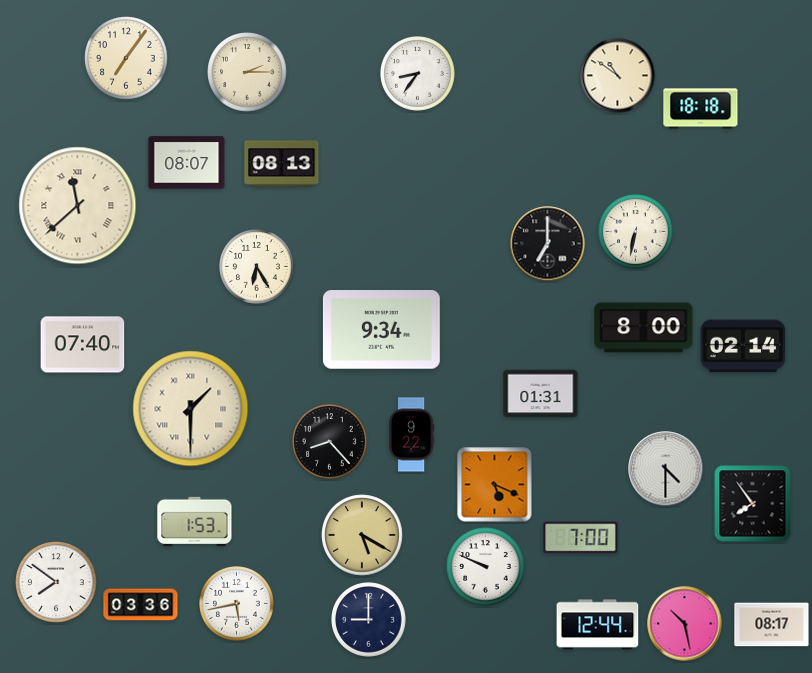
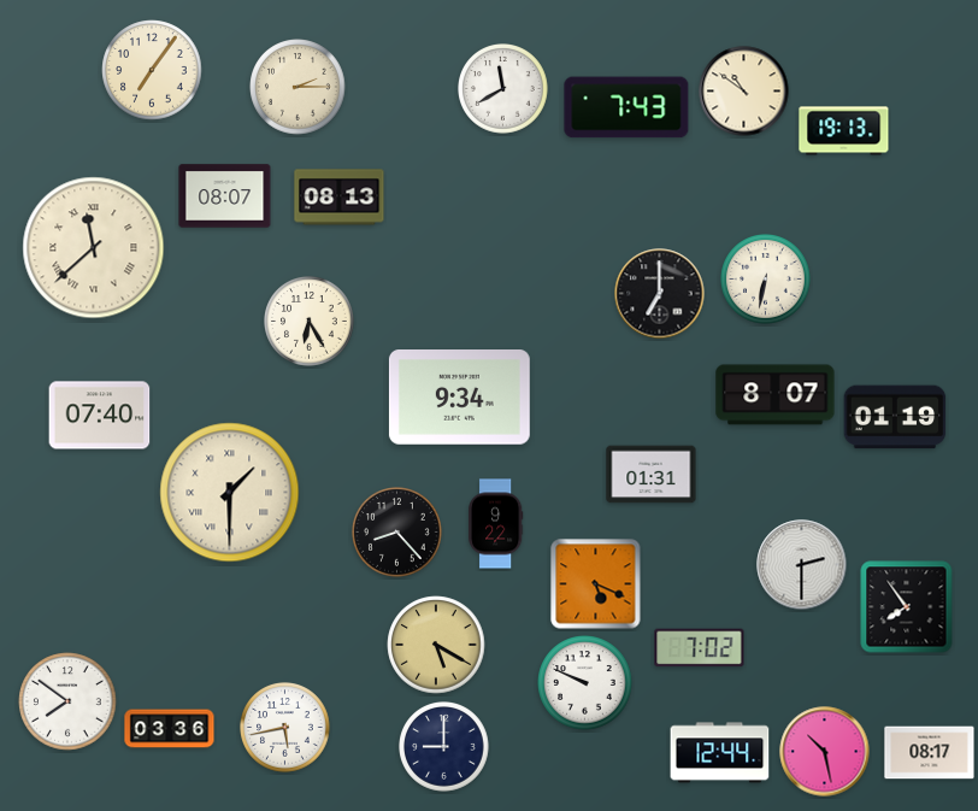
clock at (418, 74): 8:36 -> 11:40
clock at (626, 107): none -> 7:43
clock at (701, 109): 18:18 -> 19:13
clock at (644, 328): 8:00 -> 8:07
clock at (743, 346): 02:14 -> 01:19
clock at (666, 469): 4:30 -> 2:30
clock at (195, 521): 1:53 -> none
clock at (581, 538): 7:00 -> 7:02
